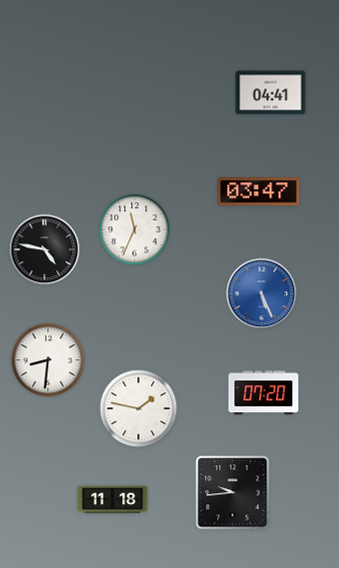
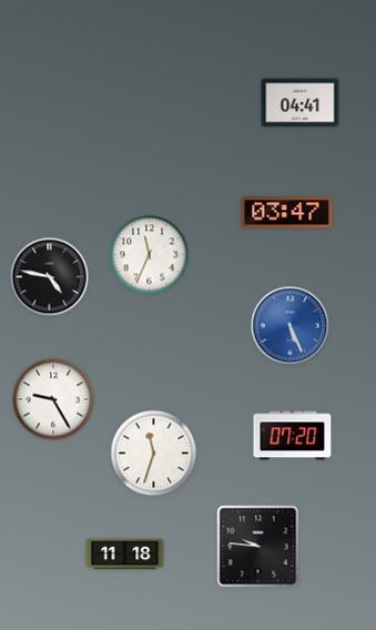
clock at (48, 360): 8:31 -> 9:25
clock at (139, 409): 1:47 -> 11:33
clock at (233, 493): 9:44 -> 9:46
